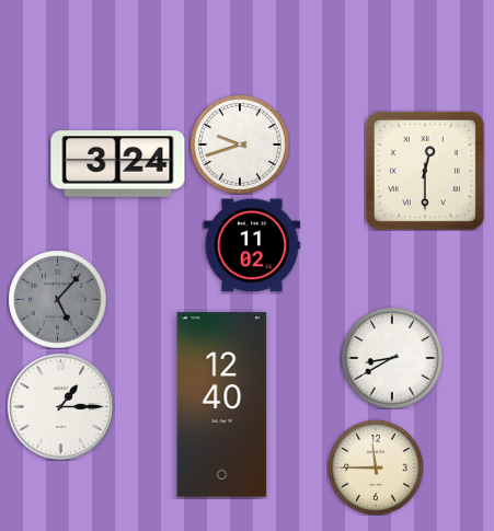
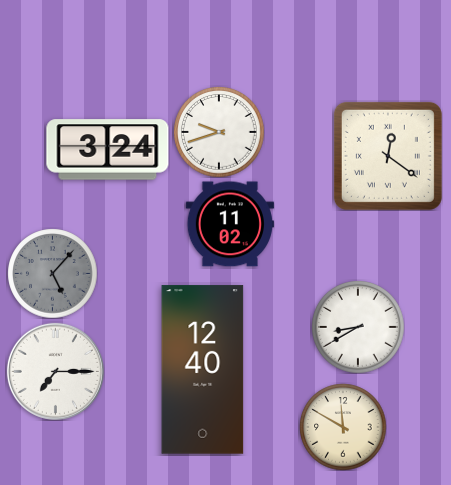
clock at (425, 171): 12:30 -> 12:21
clock at (60, 406): 1:15 -> 7:15
clock at (376, 467): 11:45 -> 11:50
